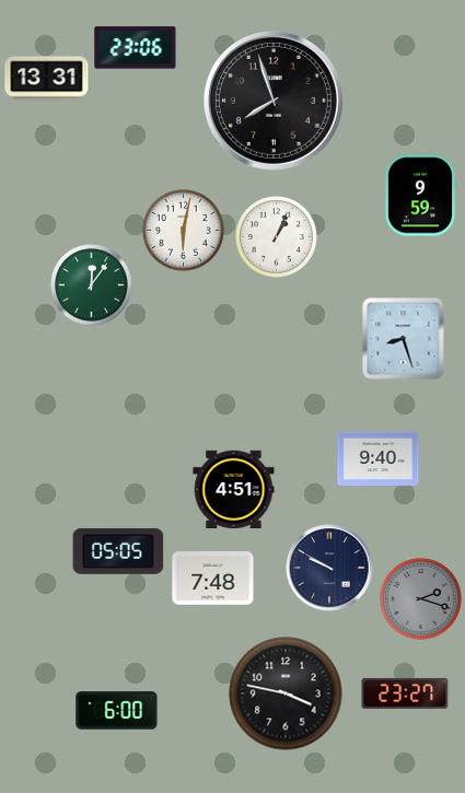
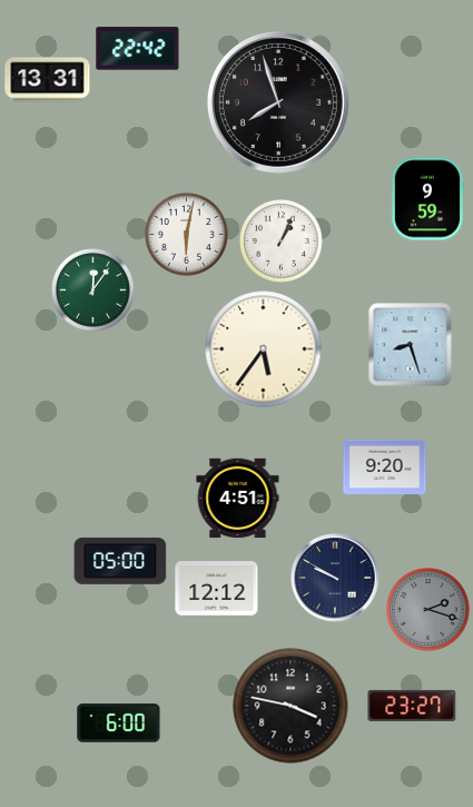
clock at (136, 48): 23:06 -> 22:42
clock at (264, 350): none -> 5:36
clock at (379, 458): 9:40 -> 9:20
clock at (118, 551): 05:05 -> 05:00
clock at (213, 579): 7:48 -> 12:12
